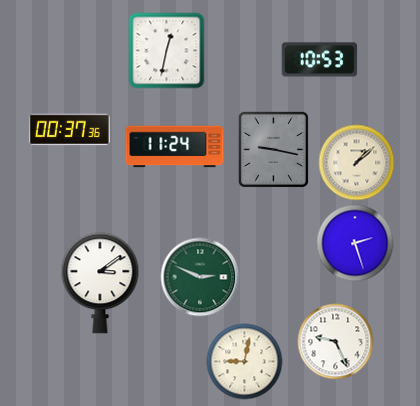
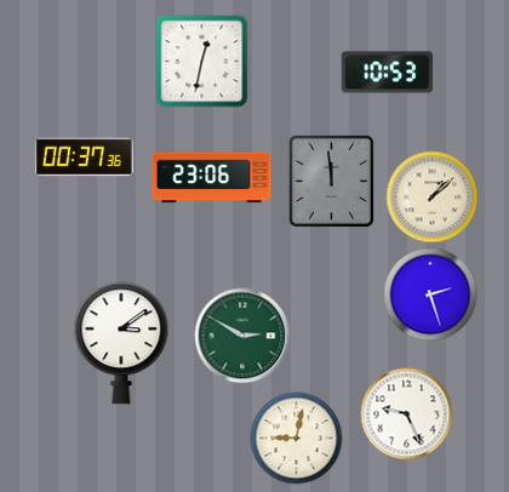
clock at (175, 147): 11:24 -> 23:06
clock at (273, 149): 9:17 -> 11:59
clock at (200, 277): 2:49 -> 2:50
